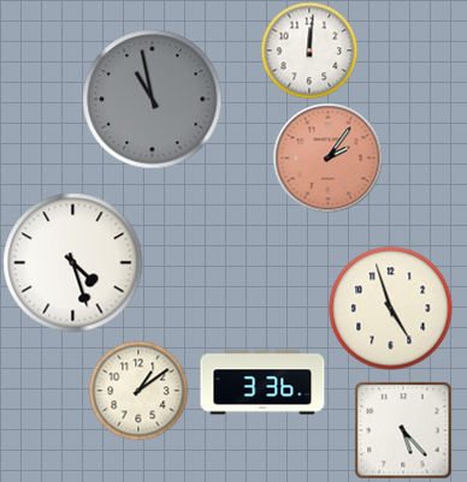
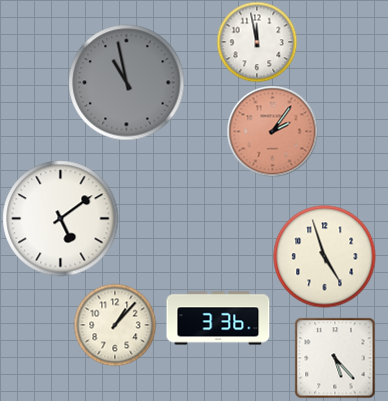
clock at (309, 50): 12:01 -> 11:58
clock at (73, 263): 4:27 -> 5:09
clock at (138, 391): 1:09 -> 1:07
